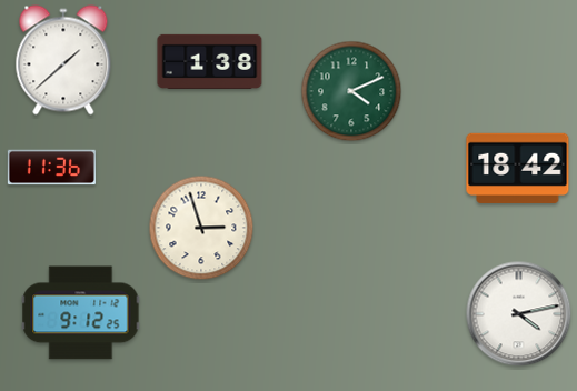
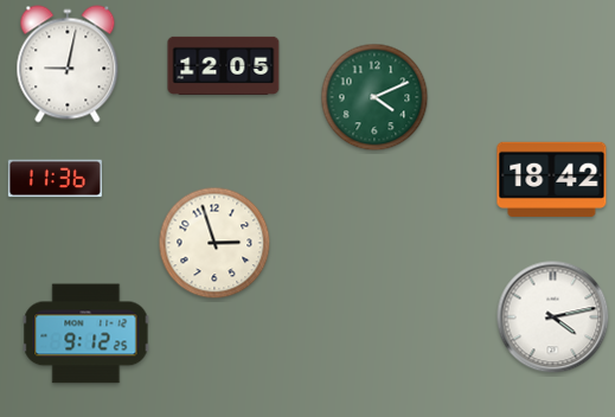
clock at (63, 60): 1:38 -> 9:02
clock at (210, 61): 1:38 -> 12:05
clock at (519, 314) position: (519, 314) -> (553, 317)
